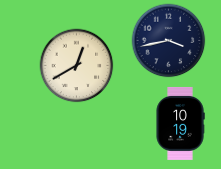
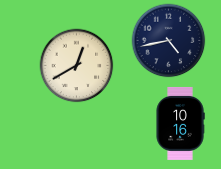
clock at (169, 41): 3:43 -> 4:43
clock at (180, 123): 10:19 -> 10:16
